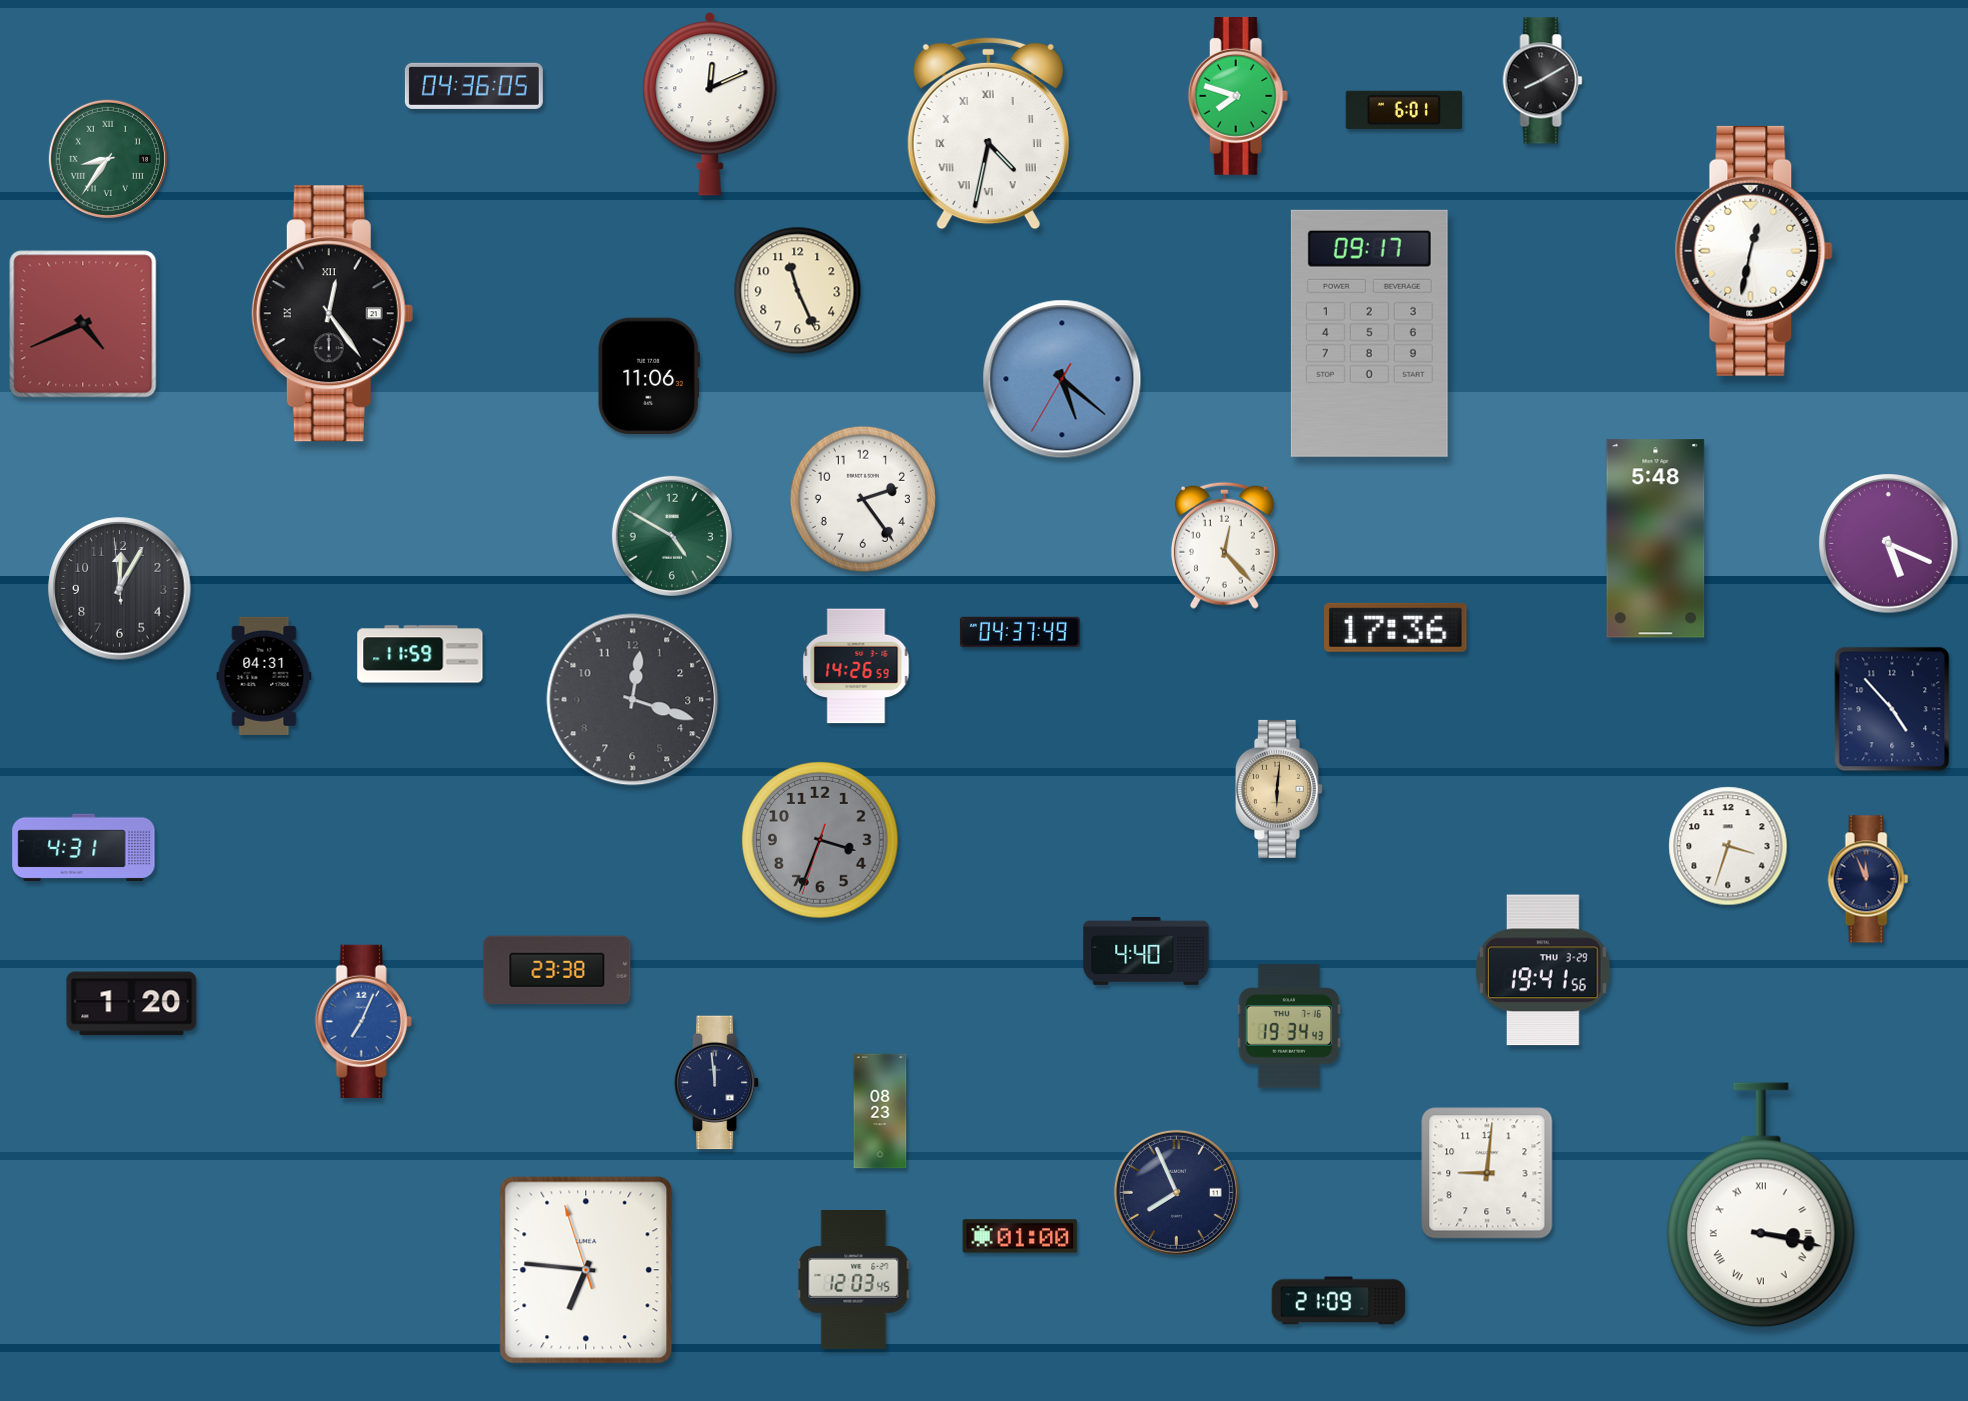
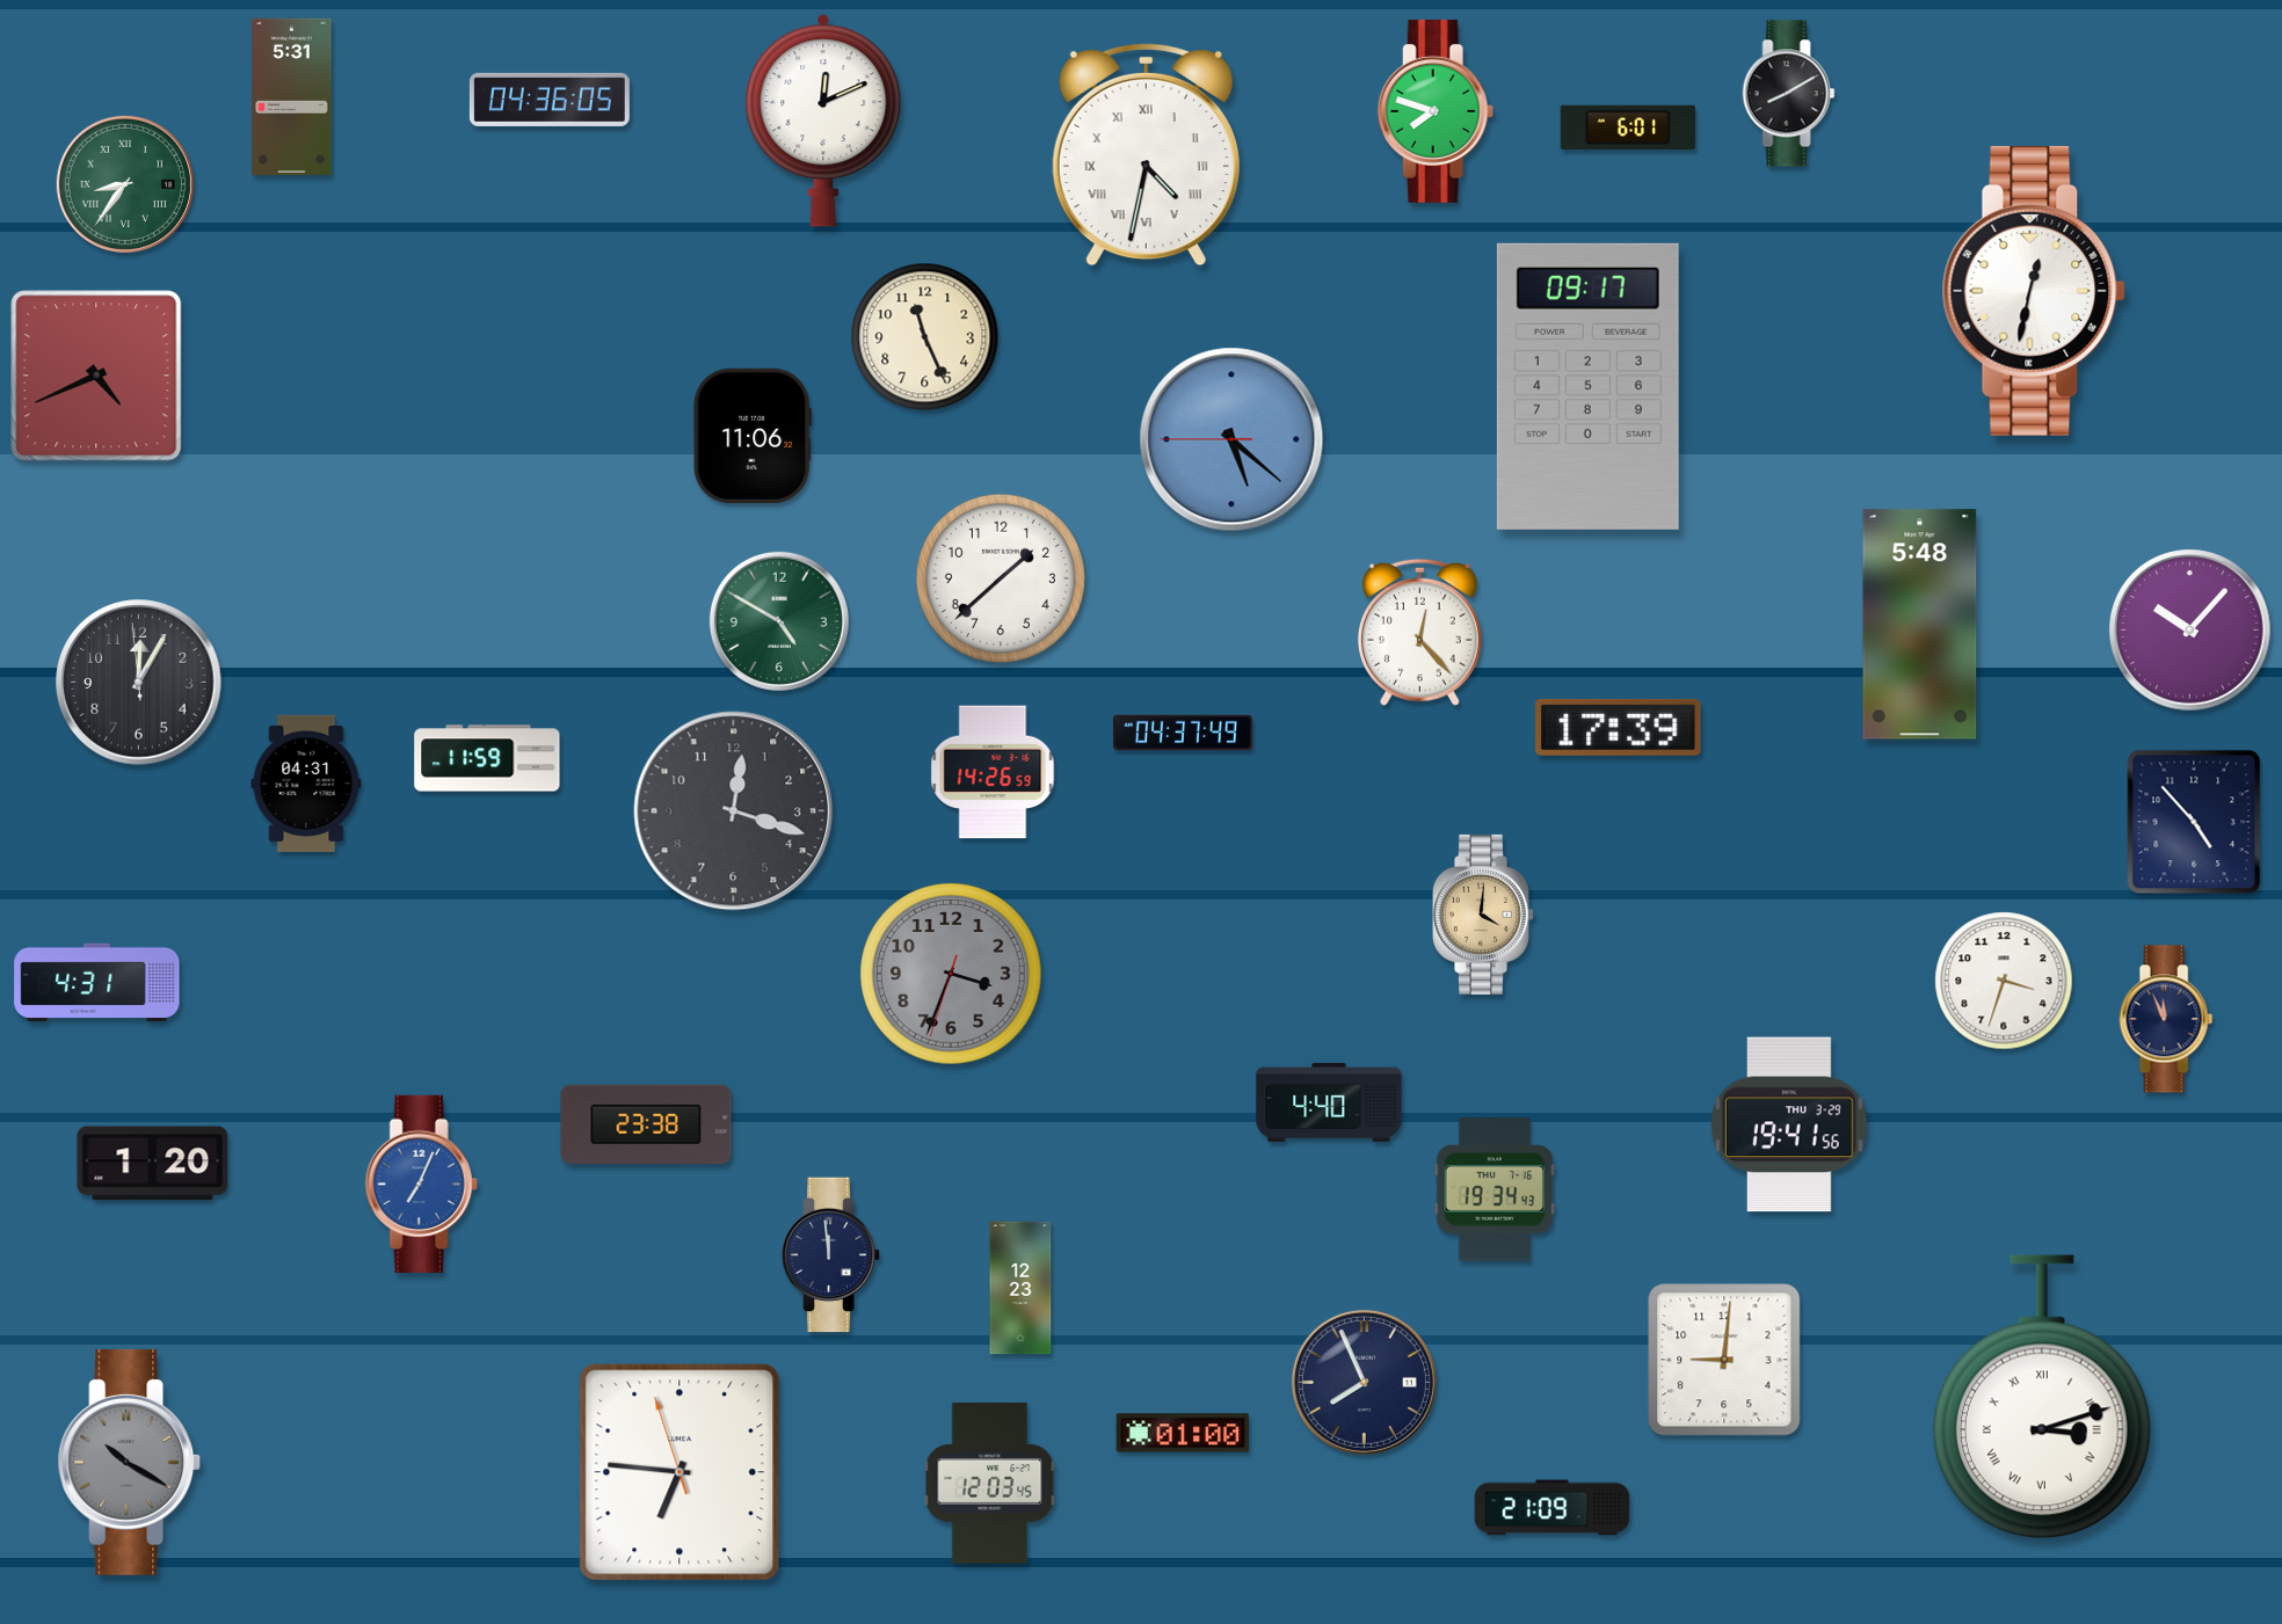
clock at (292, 96): none -> 5:31
clock at (332, 314): 12:24 -> none
clock at (1062, 379): 5:21:35 -> 5:21:45
clock at (863, 499): 2:24 -> 1:38
clock at (1889, 544): 5:19 -> 10:07
clock at (1396, 627): 17:36 -> 17:39
clock at (1280, 789): 6:01 -> 4:01
clock at (880, 1111): 08:23 -> 12:23
clock at (1761, 1205): 3:17 -> 3:12
clock at (130, 1462): none -> 10:20
